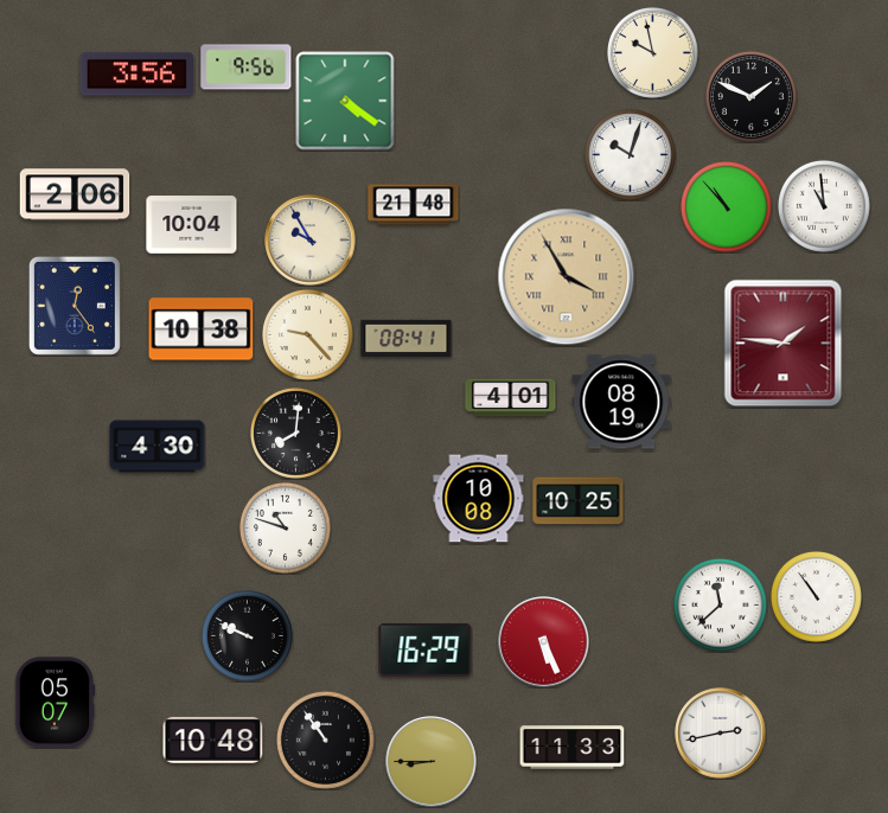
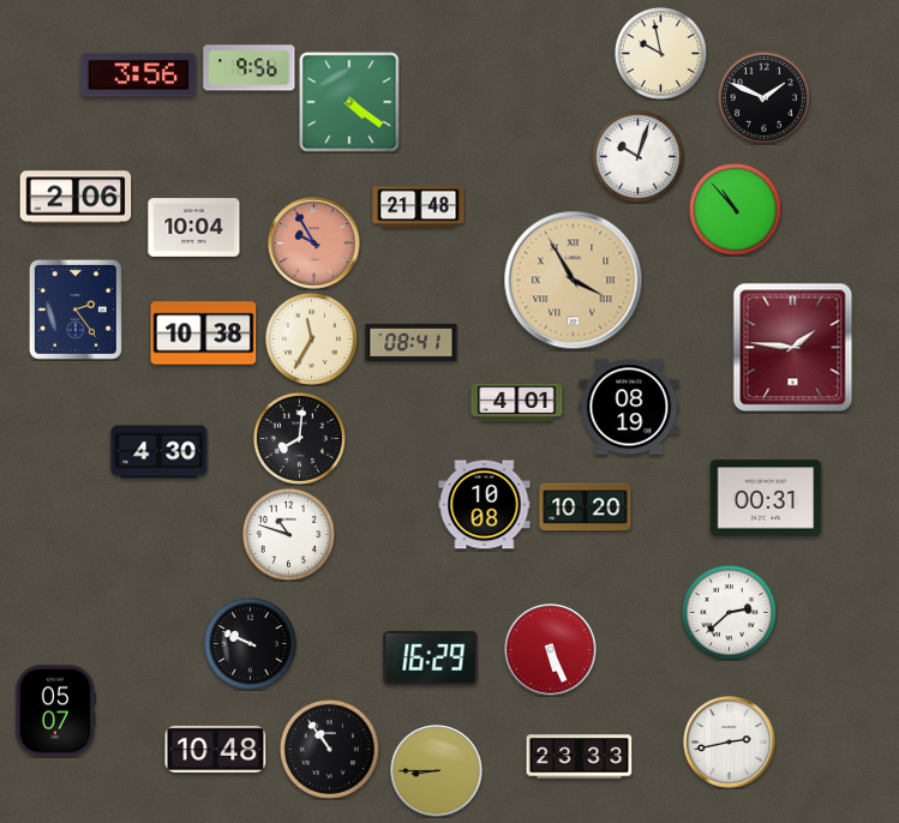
clock at (750, 96) position: (750, 96) -> (763, 97)
clock at (824, 206): 10:59 -> none
clock at (311, 241) dial: cream -> salmon
clock at (75, 306): 12:24 -> 2:24
clock at (307, 334): 9:23 -> 11:35
clock at (766, 498): none -> 00:31
clock at (579, 501): 10:25 -> 10:20
clock at (816, 596): 10:54 -> none
clock at (720, 604): 11:38 -> 2:38
clock at (573, 748): 11:33 -> 23:33
